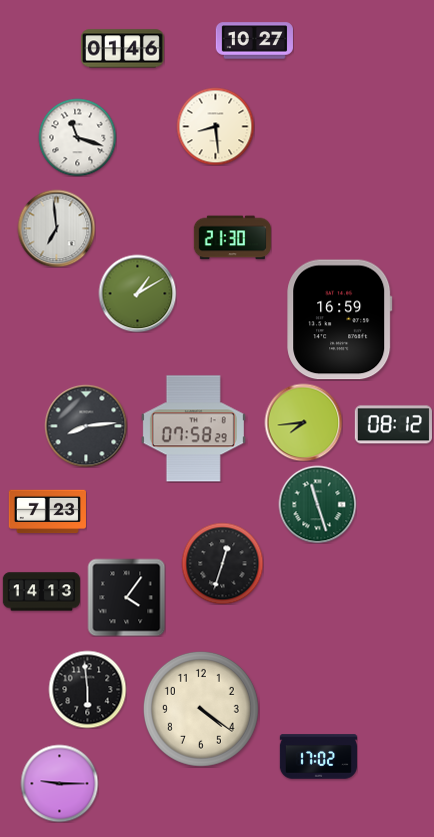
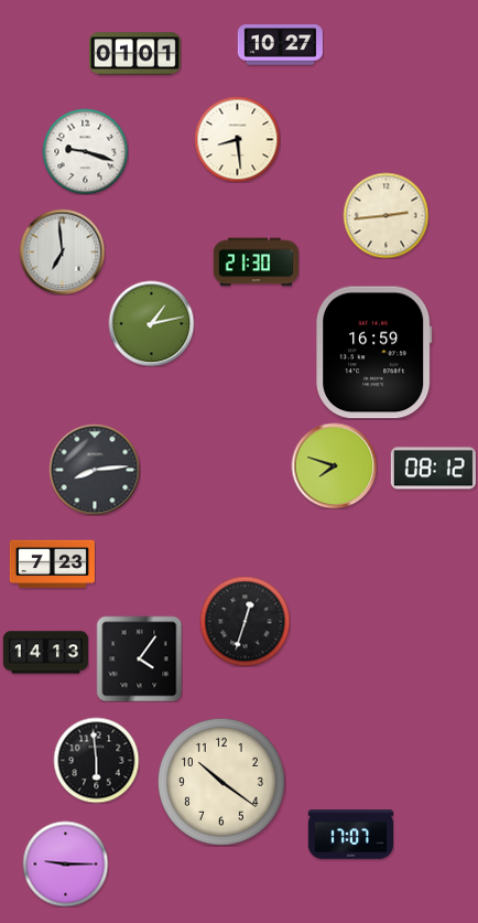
clock at (122, 49): 01:46 -> 01:01
clock at (77, 137): 11:18 -> 9:18
clock at (385, 215): none -> 2:44
clock at (137, 293): 1:10 -> 1:13
clock at (303, 422): 7:44 -> 7:48
clock at (193, 429): 07:58 -> none
clock at (317, 504): 11:27 -> none
clock at (201, 709): 4:21 -> 10:21
clock at (318, 757): 17:02 -> 17:07
